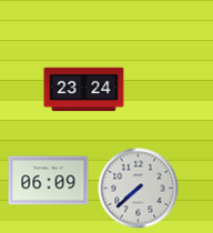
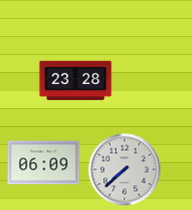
clock at (84, 90): 23:24 -> 23:28
